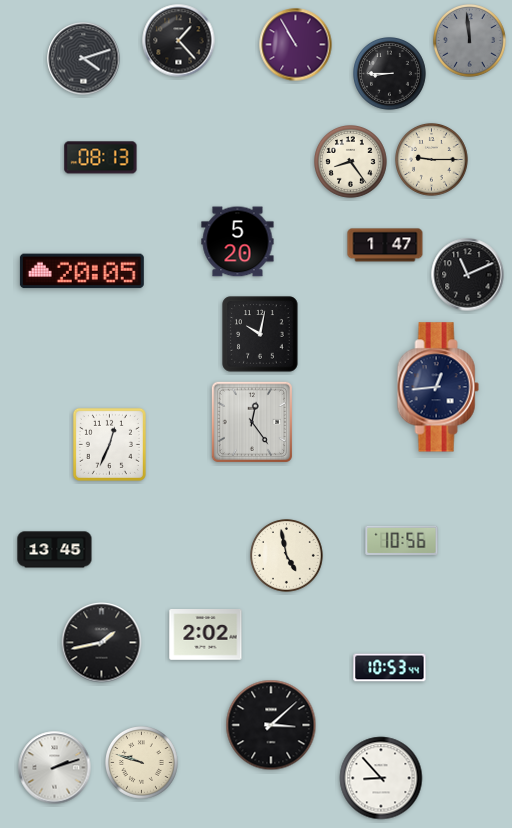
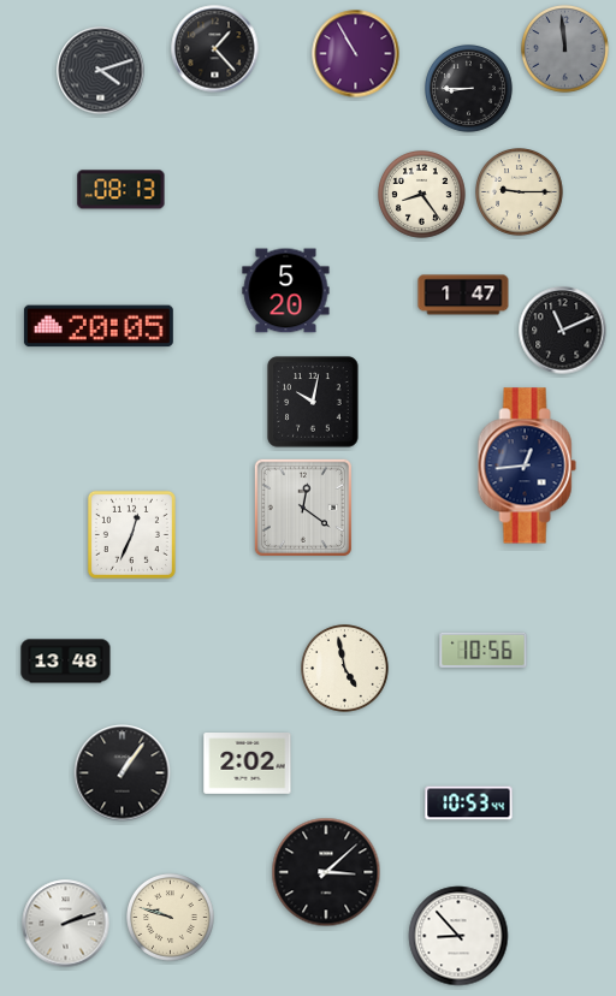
clock at (252, 422): 12:24 -> 12:21
clock at (55, 550): 13:45 -> 13:48
clock at (102, 643): 1:43 -> 1:06
